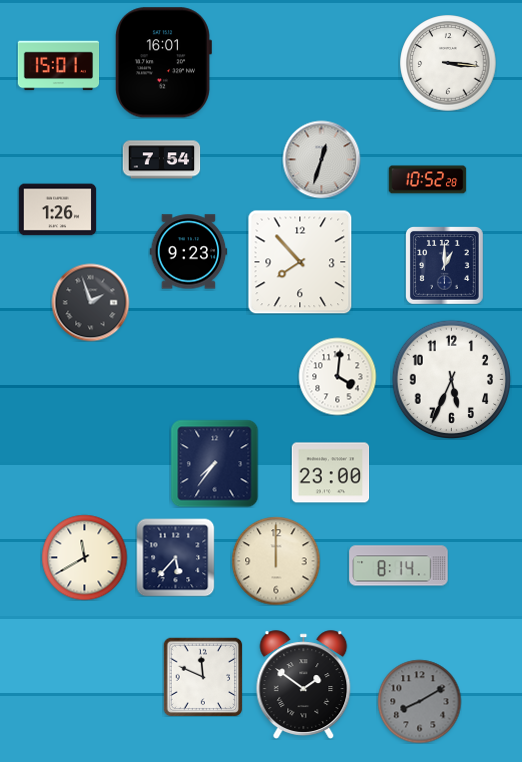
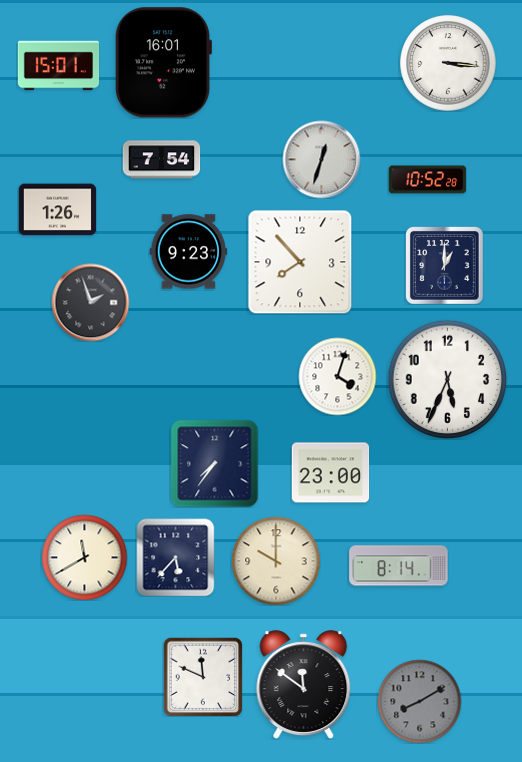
clock at (337, 376): 4:01 -> 4:03
clock at (451, 379) position: (451, 379) -> (447, 379)
clock at (276, 561): 12:00 -> 10:00
clock at (304, 685): 1:51 -> 11:51
